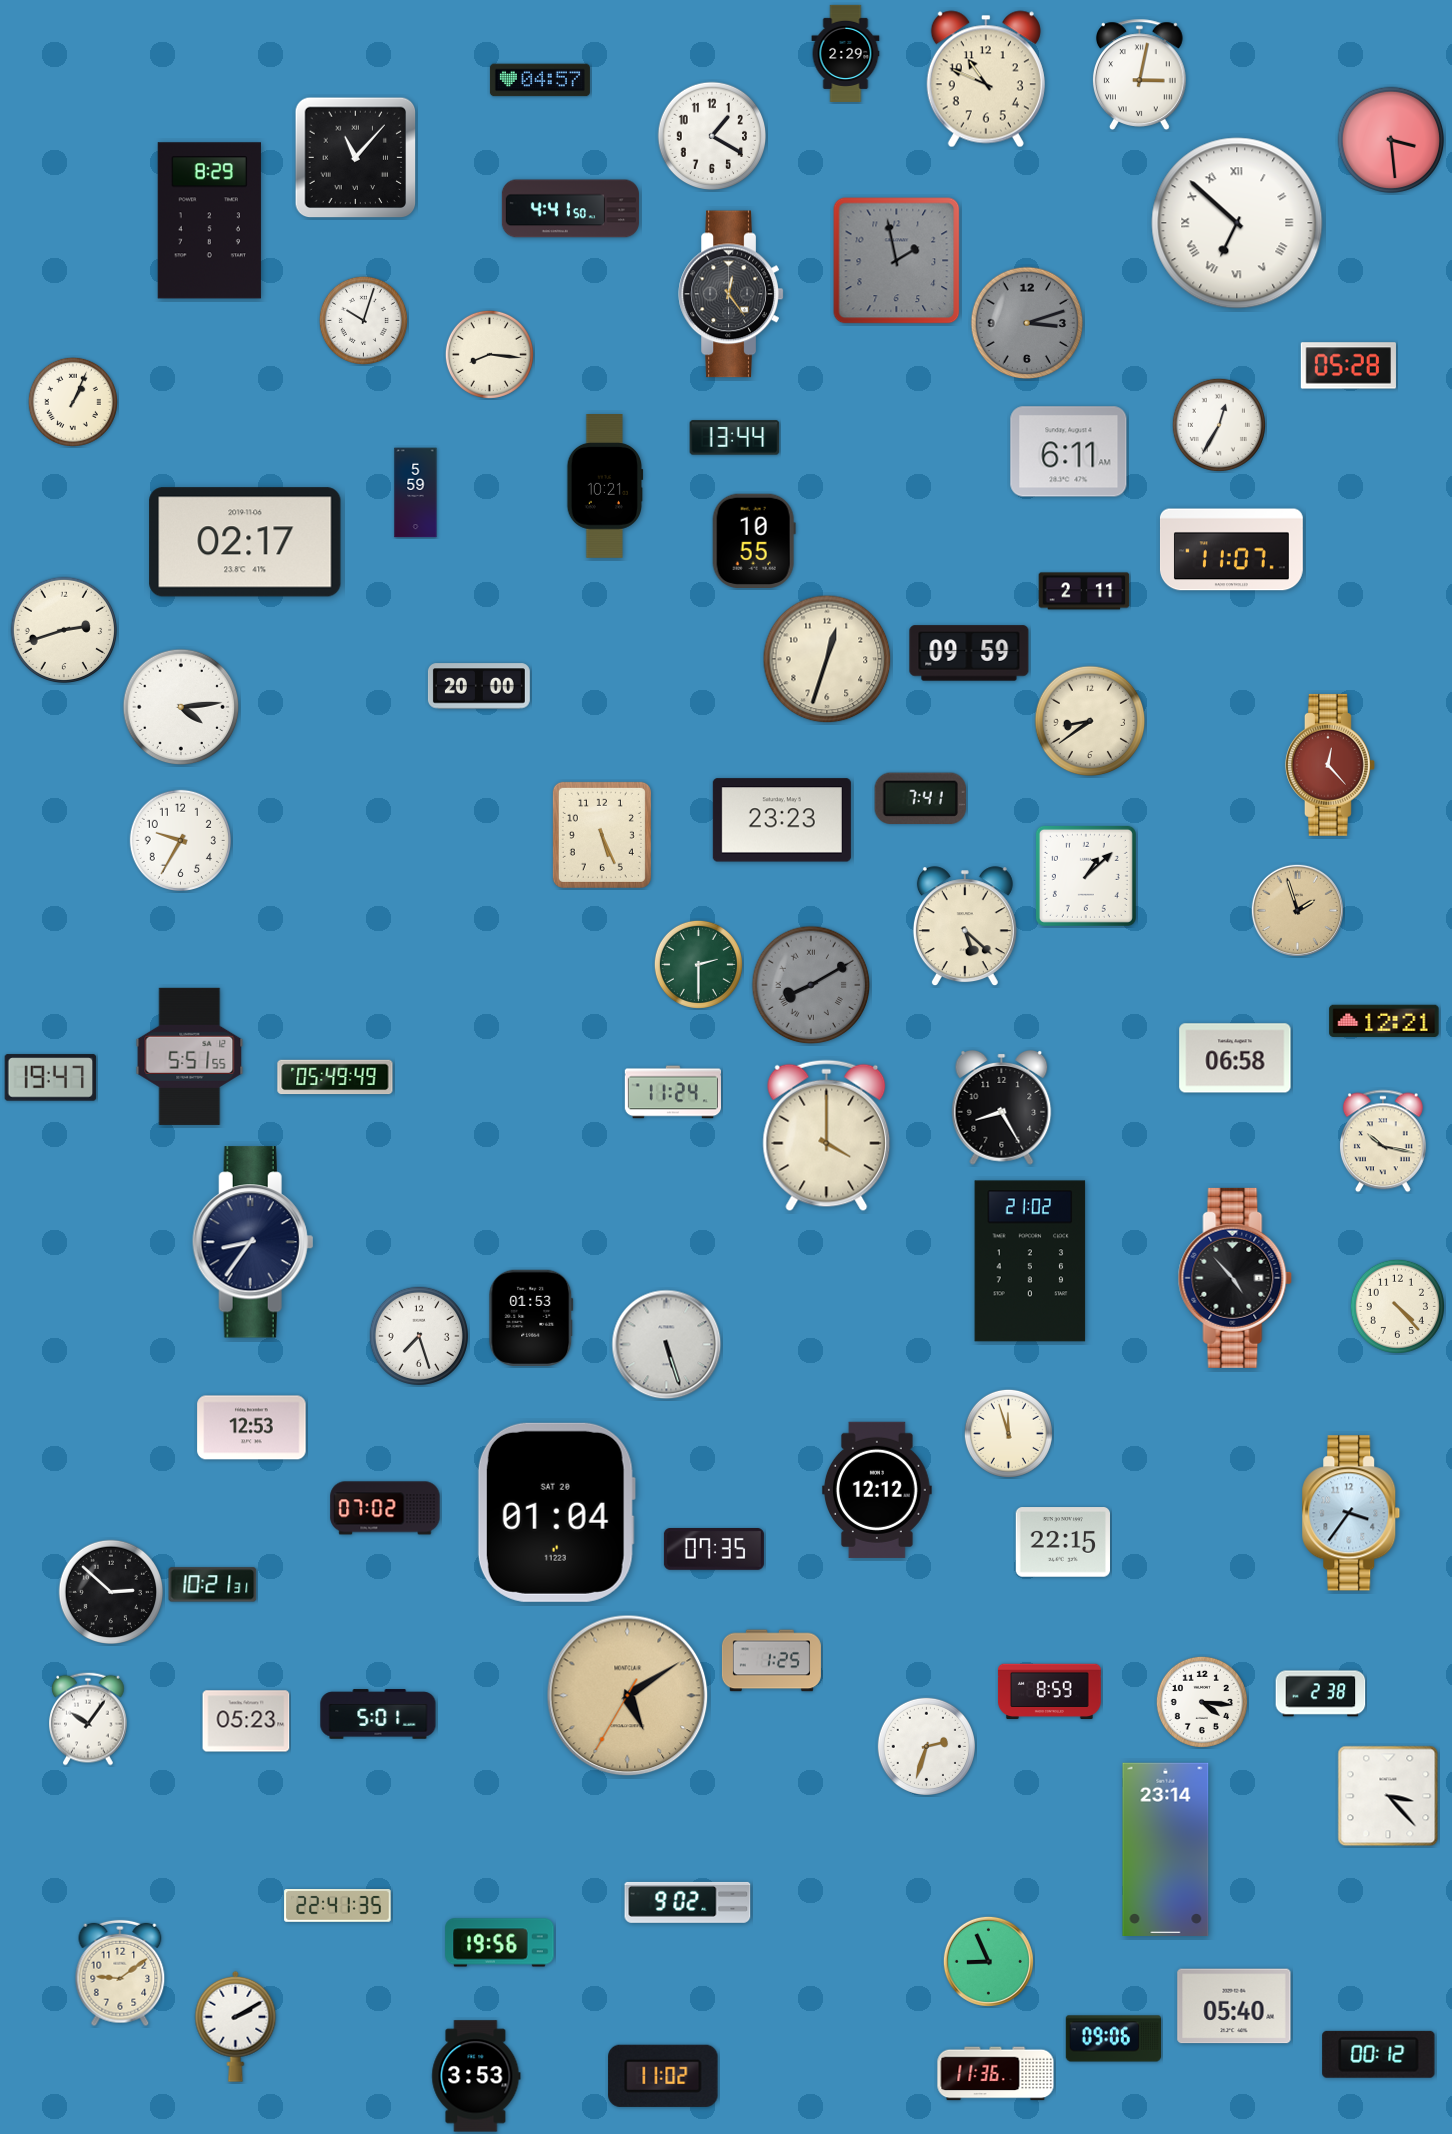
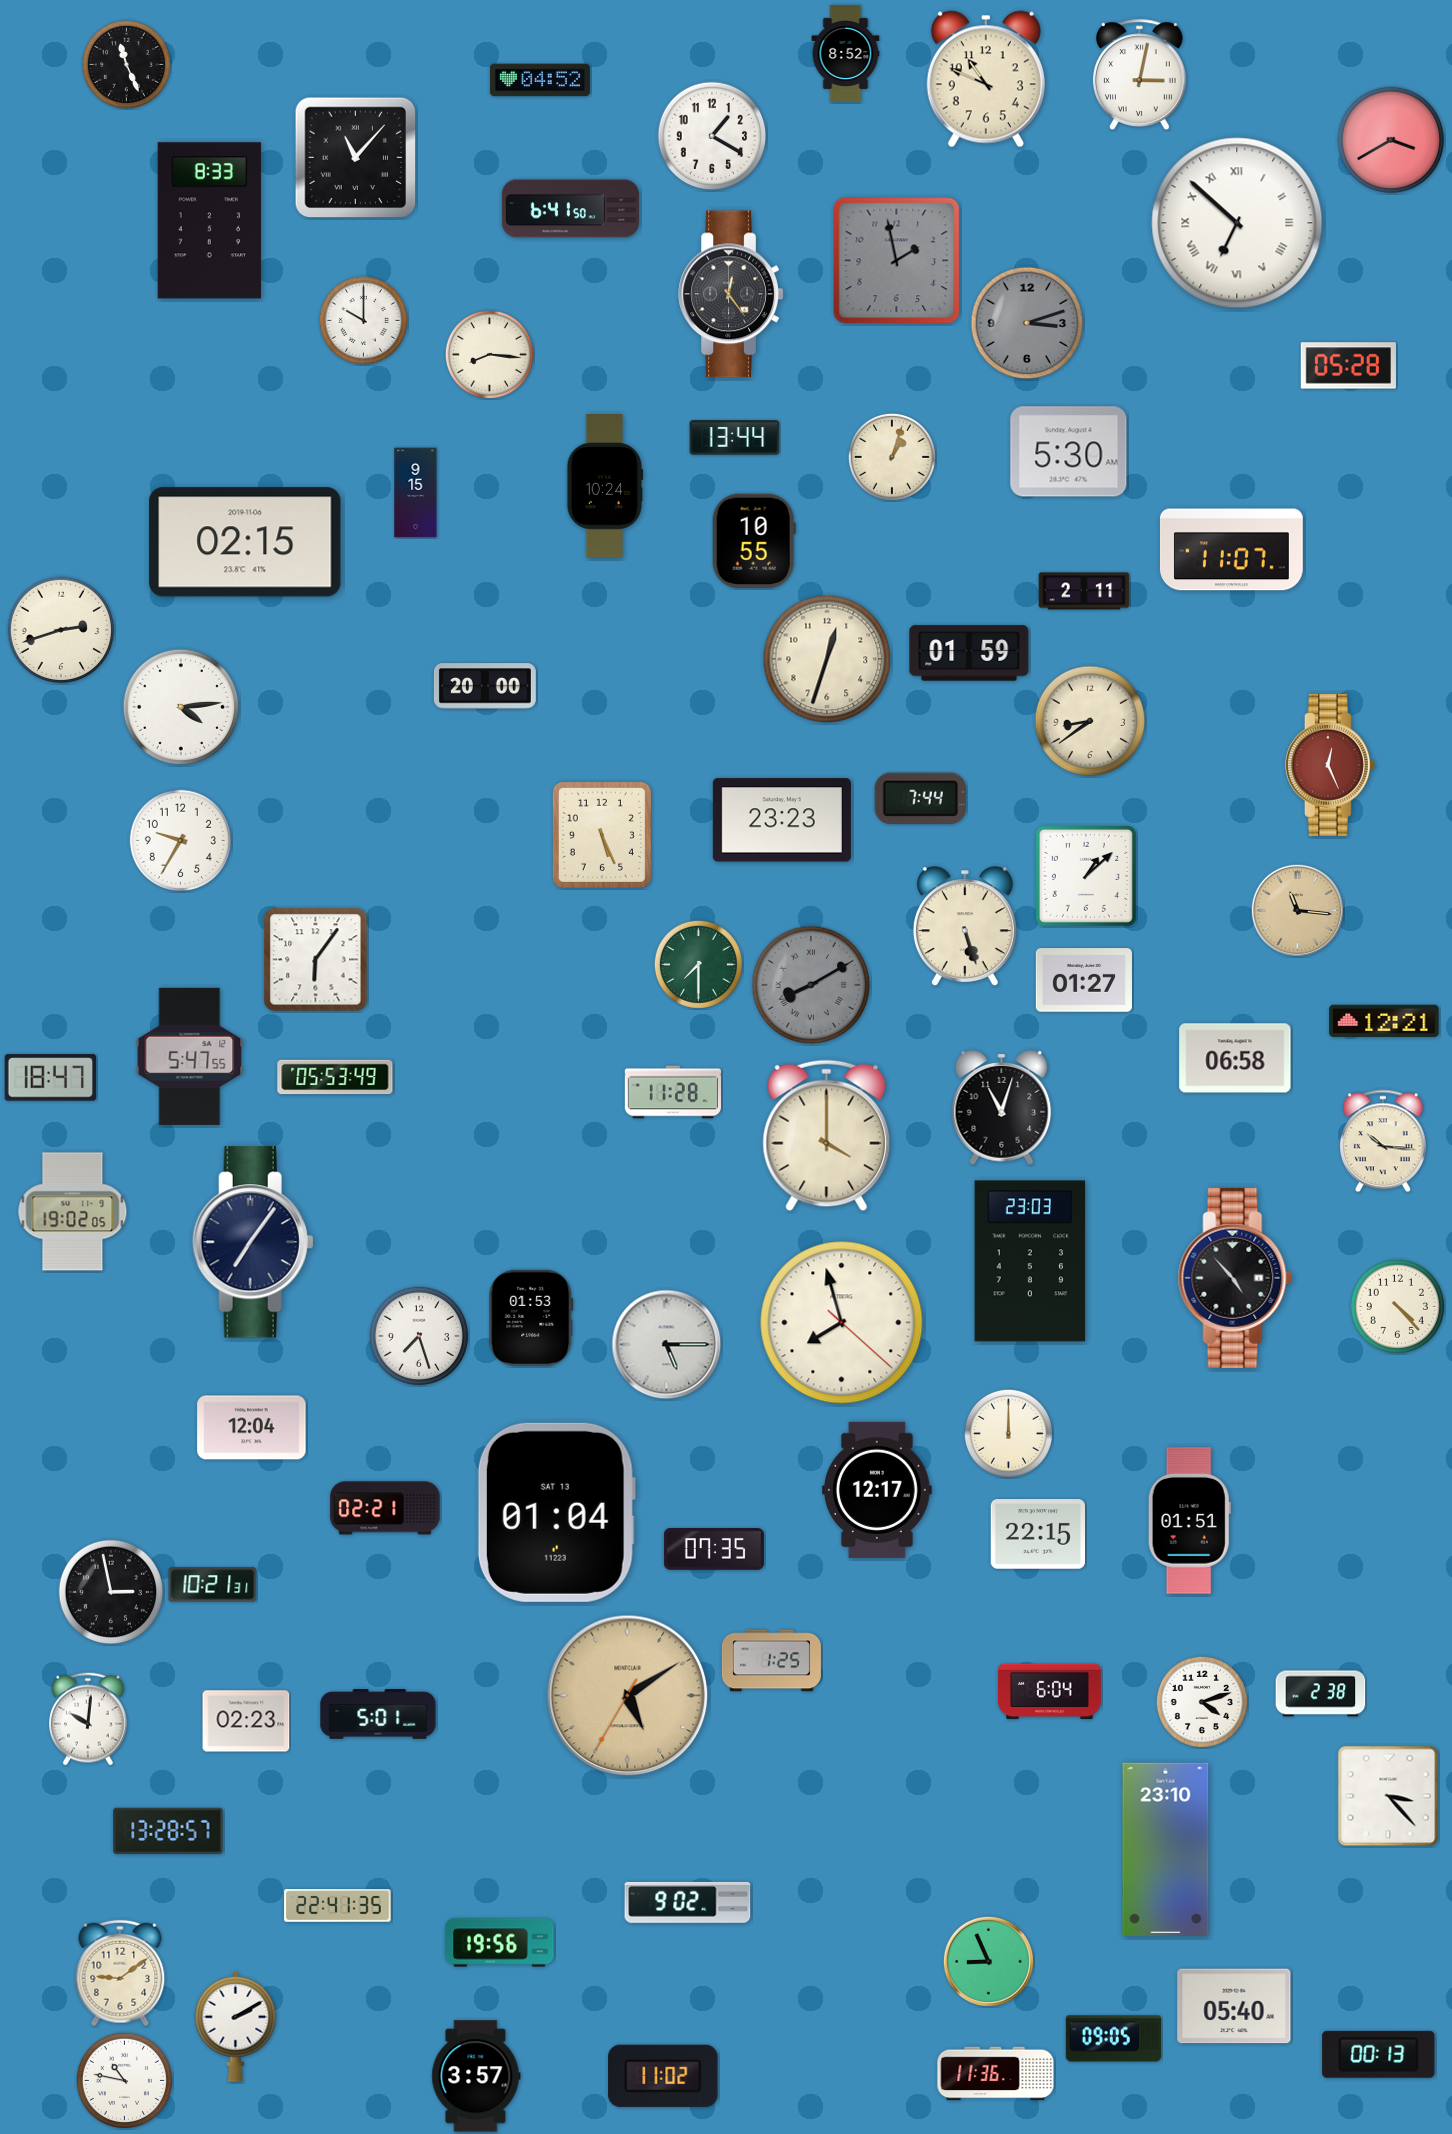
clock at (846, 53): 2:29 -> 8:52
clock at (126, 64): none -> 11:26
clock at (540, 80): 04:57 -> 04:52
clock at (1391, 140): 3:29 -> 3:40
clock at (570, 209): 4:41 -> 6:41
clock at (209, 221): 8:29 -> 8:33
clock at (363, 320): 10:03 -> 10:00
clock at (73, 402): 1:04 -> none
clock at (1219, 425): 12:35 -> none
clock at (1069, 452): 6:11 -> 5:30
clock at (892, 457): none -> 1:03
clock at (605, 487): 10:21 -> 10:24
clock at (416, 493): 5:59 -> 9:15
clock at (245, 542): 02:17 -> 02:15
clock at (64, 630) position: (64, 630) -> (61, 630)
clock at (969, 653): 09:59 -> 01:59
clock at (479, 686) position: (479, 686) -> (485, 686)
clock at (1330, 765): 12:23 -> 12:26
clock at (921, 799): 7:41 -> 7:44
clock at (1297, 910): 1:57 -> 11:16
clock at (965, 927): 5:22 -> 5:27
clock at (316, 960): none -> 6:06
clock at (698, 964): 2:30 -> 7:30
clock at (1084, 980): none -> 01:27
clock at (190, 1056): 5:51 -> 5:47
clock at (335, 1077): 05:49 -> 05:53
clock at (51, 1078): 19:47 -> 18:47
clock at (672, 1092): 11:24 -> 11:28
clock at (1002, 1107): 8:25 -> 11:03
clock at (1383, 1141): 10:17 -> 10:16
clock at (73, 1212): none -> 19:02
clock at (253, 1242): 8:36 -> 7:06
clock at (1030, 1261): 21:02 -> 23:03
clock at (842, 1323): none -> 7:57
clock at (667, 1345): 5:27 -> 5:15
clock at (252, 1428): 12:53 -> 12:04
clock at (1008, 1433): 11:57 -> 12:00
clock at (877, 1490): 12:12 -> 12:17
clock at (385, 1508): 07:02 -> 02:21
clock at (556, 1512) date: SAT 20 -> SAT 13
clock at (1351, 1513): 3:36 -> none
clock at (1189, 1521): none -> 01:51
clock at (1062, 1542) position: (1062, 1542) -> (1037, 1534)
clock at (110, 1591): 2:52 -> 2:58
clock at (1049, 1692): 8:59 -> 6:04
clock at (1202, 1702): 4:16 -> 4:12
clock at (89, 1719): 10:06 -> 10:01
clock at (246, 1721): 05:23 -> 02:23
clock at (926, 1746): 2:33 -> none
clock at (168, 1831): none -> 13:28
clock at (1166, 1849): 23:14 -> 23:10
clock at (1113, 2039): 09:06 -> 09:05
clock at (1379, 2054): 00:12 -> 00:13
clock at (476, 2076): 3:53 -> 3:57
clock at (124, 2080): none -> 10:47
